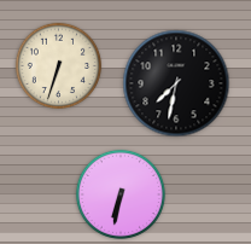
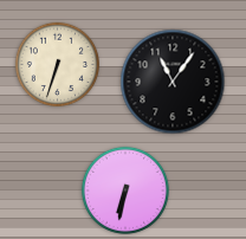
clock at (176, 83): 7:32 -> 11:06
clock at (121, 194) position: (121, 194) -> (125, 190)
